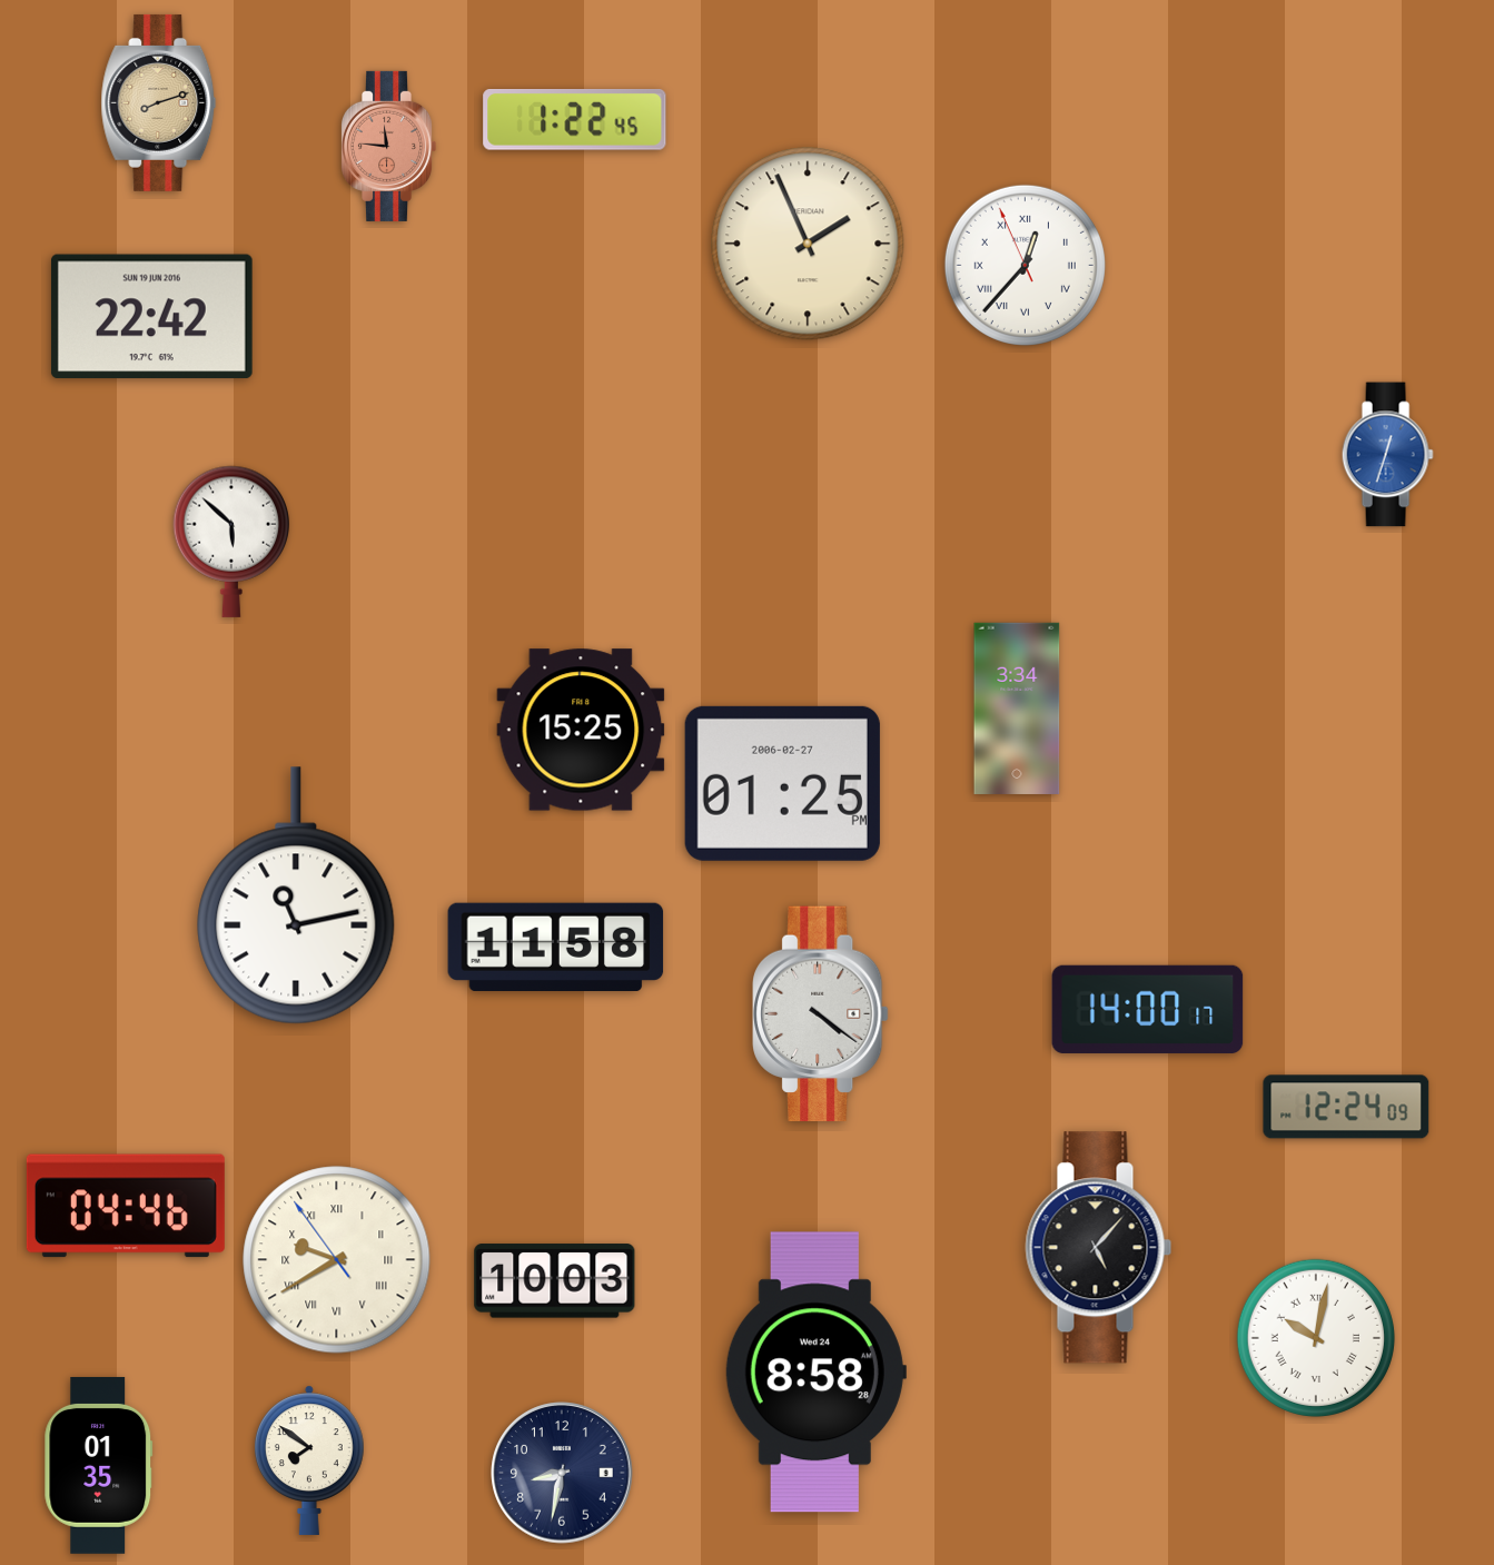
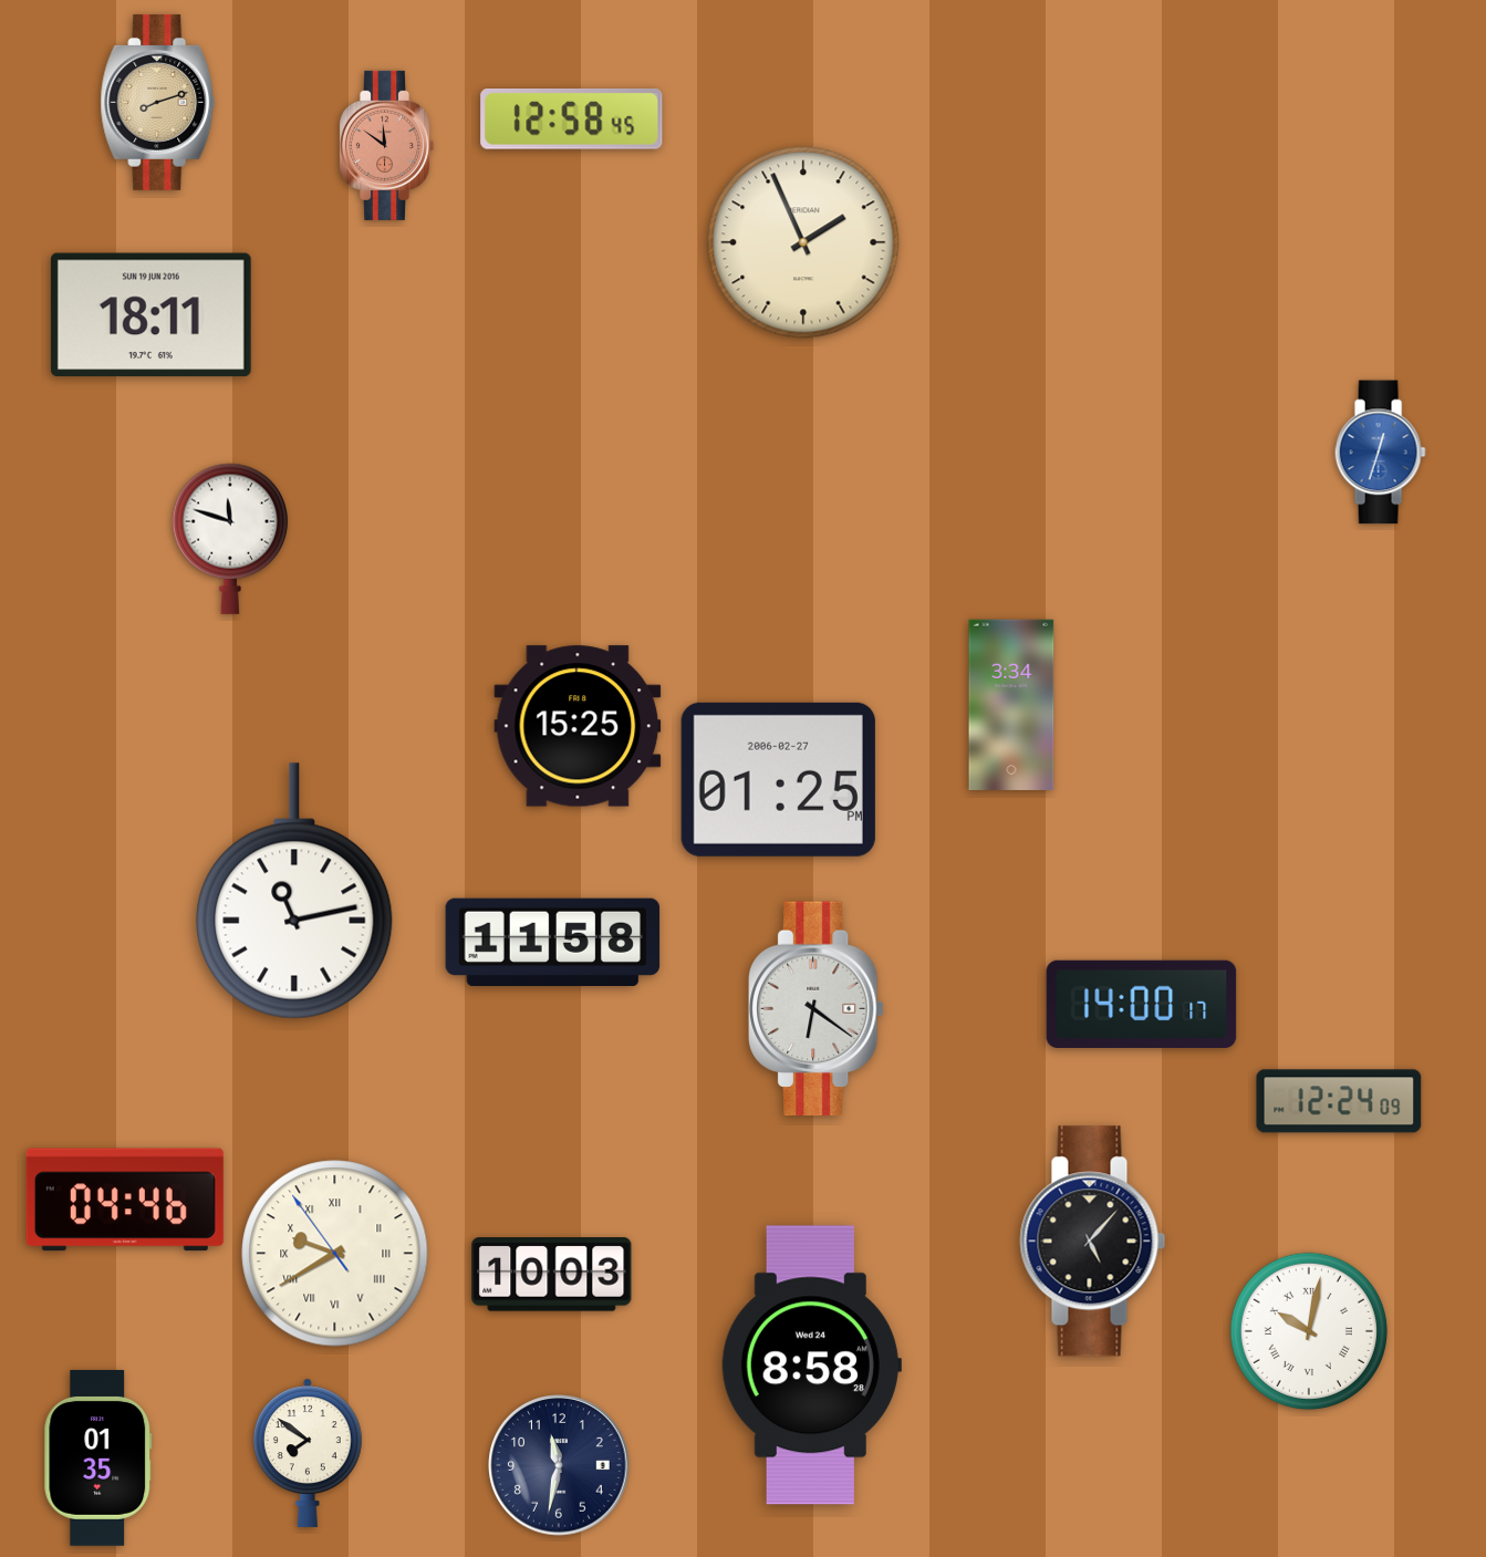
clock at (575, 120): 1:22 -> 12:58
clock at (389, 146): 11:46 -> 11:51
clock at (1025, 265): 12:36 -> none
clock at (151, 317): 22:42 -> 18:11
clock at (231, 542): 5:52 -> 11:48
clock at (821, 1014): 4:21 -> 6:21
clock at (562, 1473): 8:32 -> 11:32
